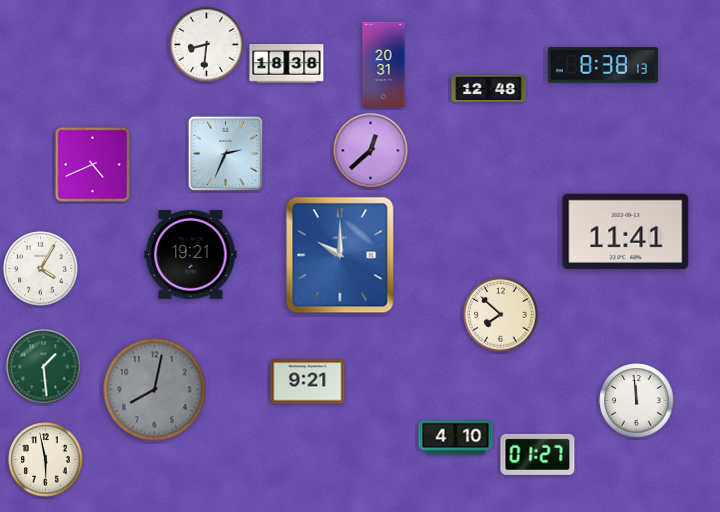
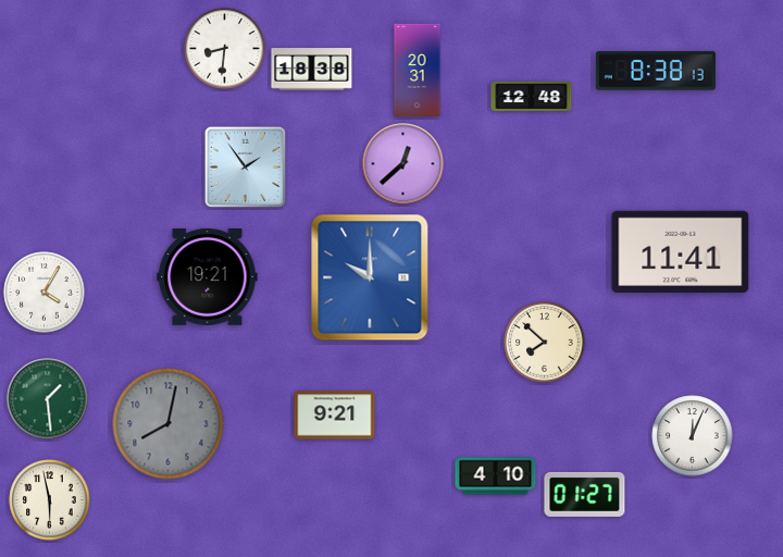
clock at (225, 153): 2:34 -> 1:54
clock at (92, 164): 4:41 -> none
clock at (637, 401): 11:59 -> 12:04
